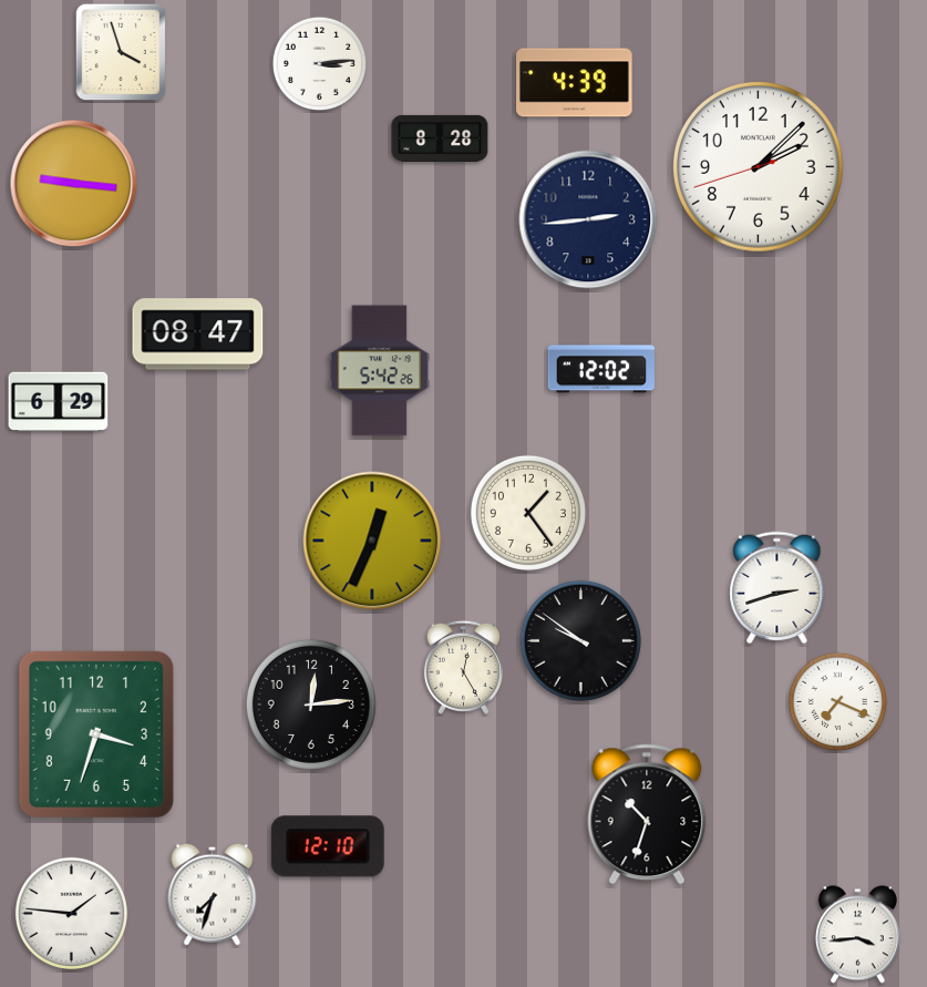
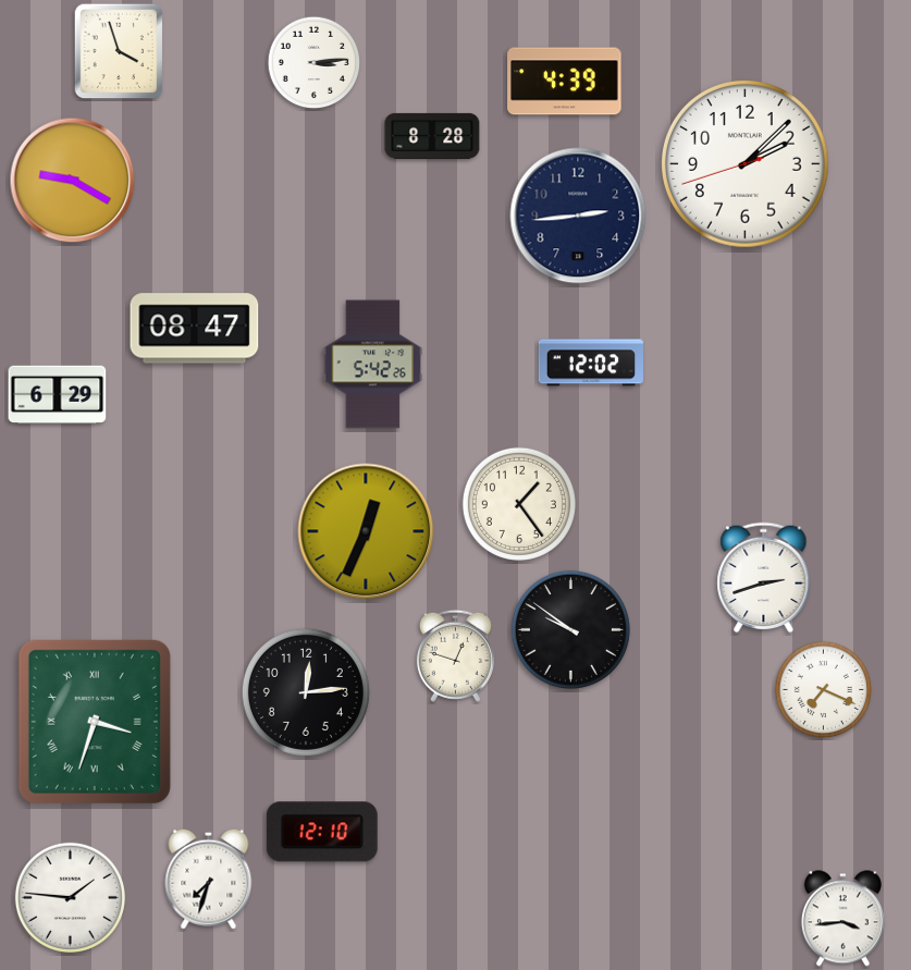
clock at (74, 184): 9:16 -> 9:20
clock at (463, 667): 12:25 -> 12:48
clock at (96, 734) numerals: Arabic -> Roman
clock at (647, 814): 10:33 -> none
